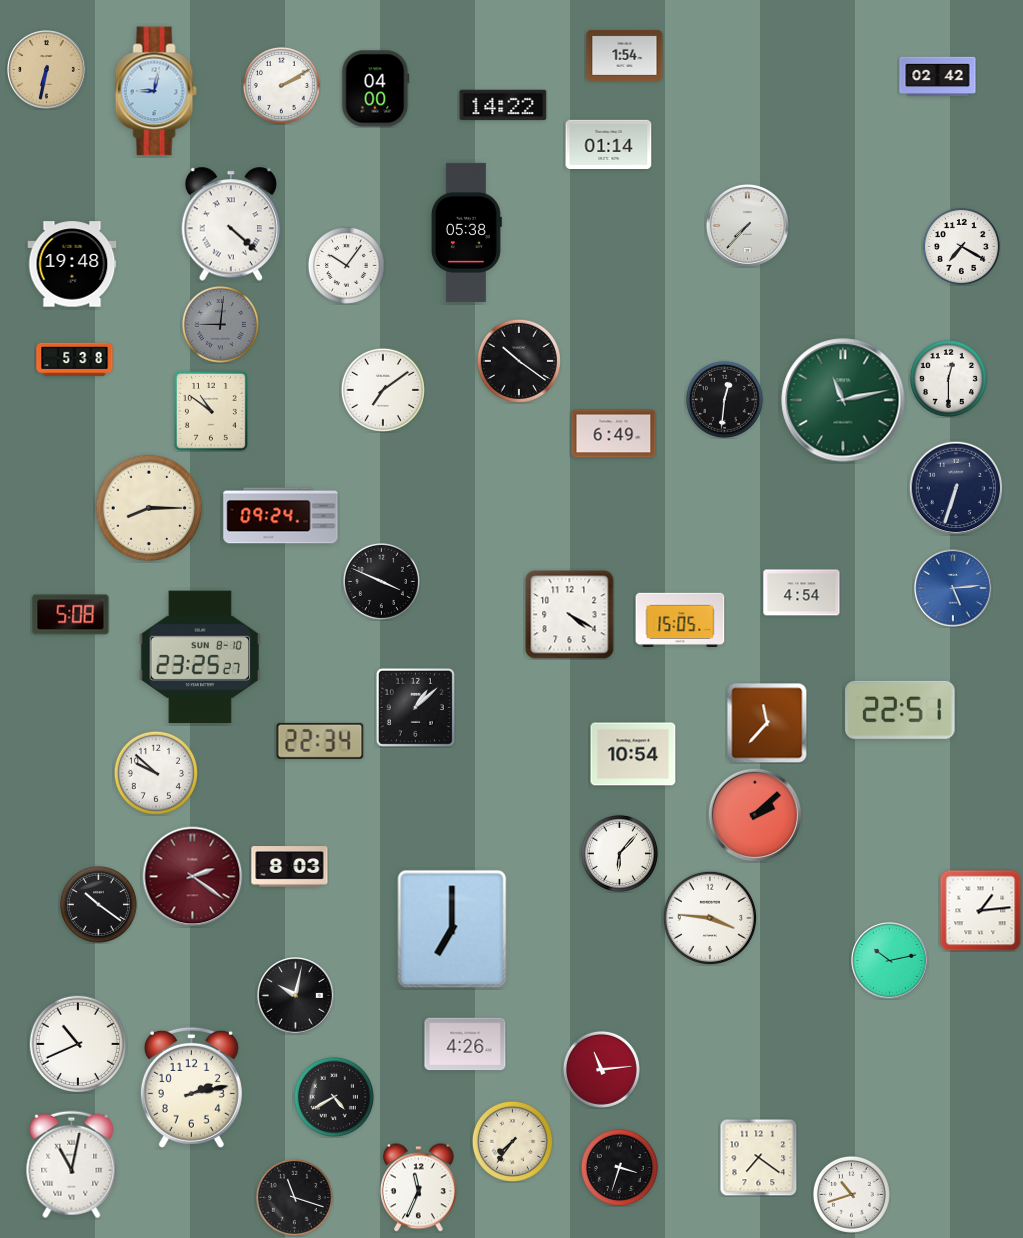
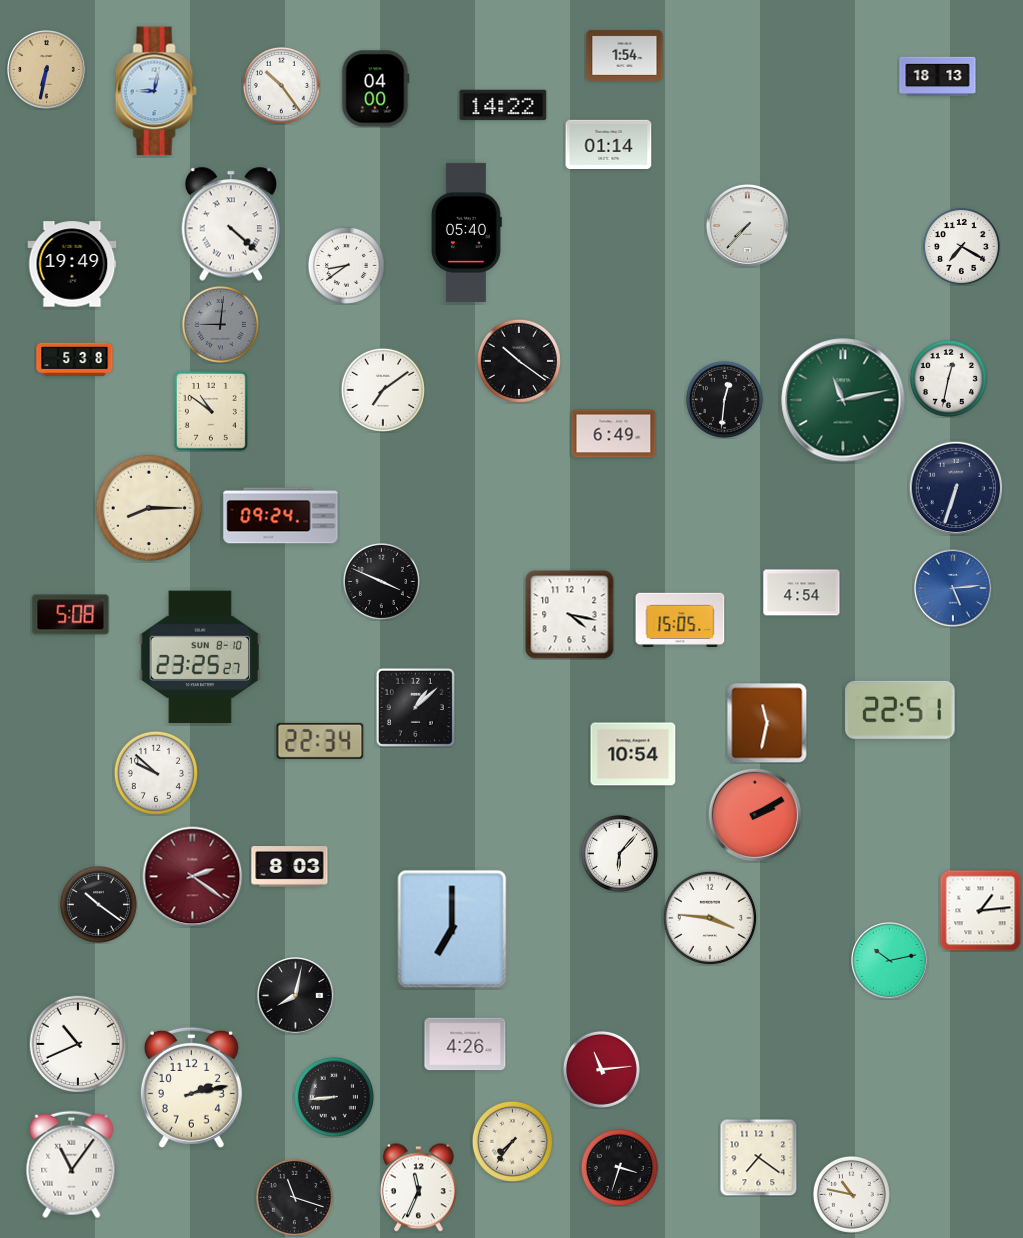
clock at (938, 77): 02:42 -> 18:13
clock at (281, 85): 2:10 -> 10:24
clock at (466, 232): 05:38 -> 05:40
clock at (72, 264): 19:48 -> 19:49
clock at (346, 265): 10:06 -> 8:39
clock at (948, 378): 12:30 -> 12:32
clock at (570, 615): 4:20 -> 4:17
clock at (767, 723): 11:37 -> 11:32
clock at (755, 815): 2:08 -> 2:10
clock at (296, 996): 10:02 -> 8:02
clock at (334, 1097): 4:40 -> 8:44
clock at (72, 1165): 11:02 -> 11:06
clock at (851, 1194): 10:42 -> 10:47
